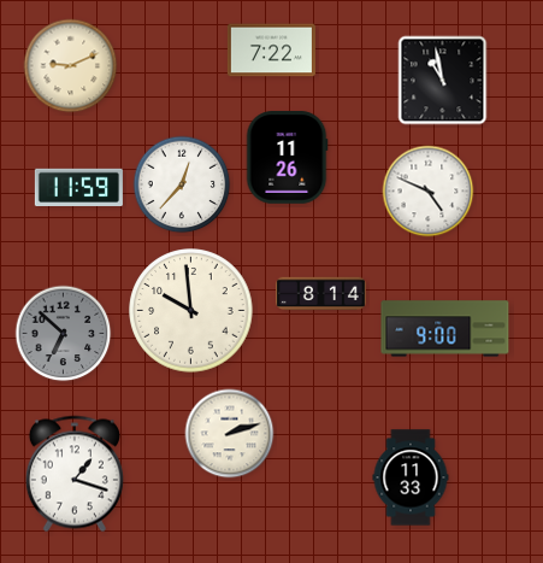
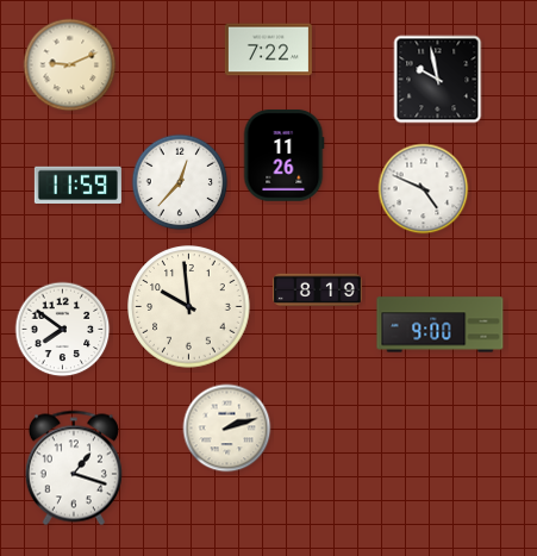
clock at (443, 81): 10:58 -> 9:58
clock at (320, 294): 8:14 -> 8:19
clock at (64, 334): 6:52 -> 7:51
clock at (64, 334) dial: grey -> white
clock at (411, 477): 11:33 -> none
